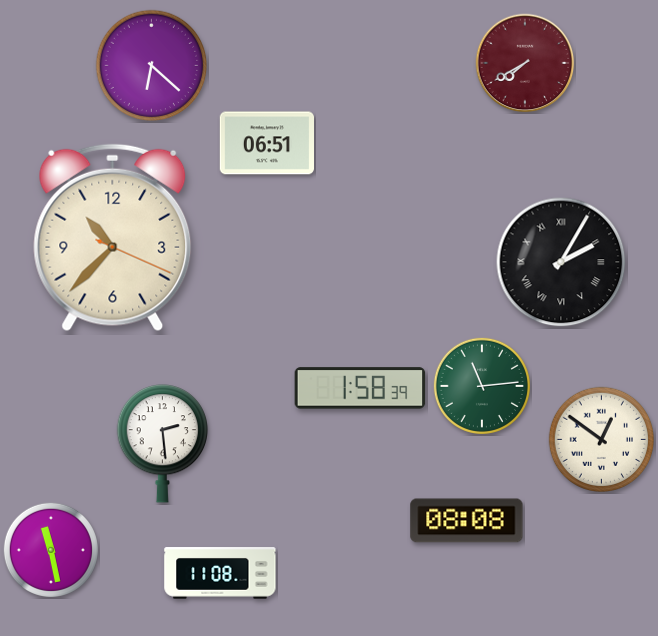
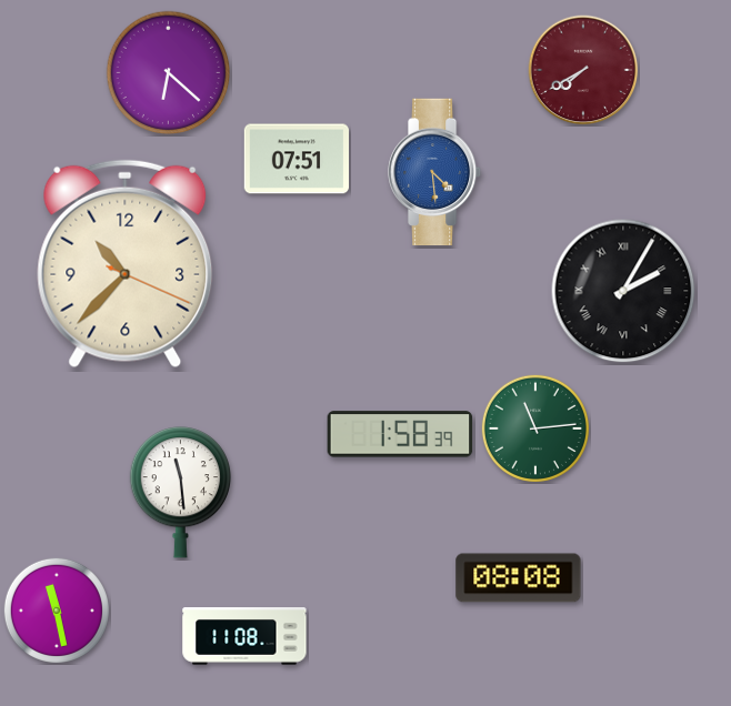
clock at (266, 143): 06:51 -> 07:51
clock at (434, 172): none -> 4:29
clock at (360, 388) position: (360, 388) -> (400, 434)
clock at (601, 439): 12:51 -> none
clock at (163, 444): 2:29 -> 11:29
